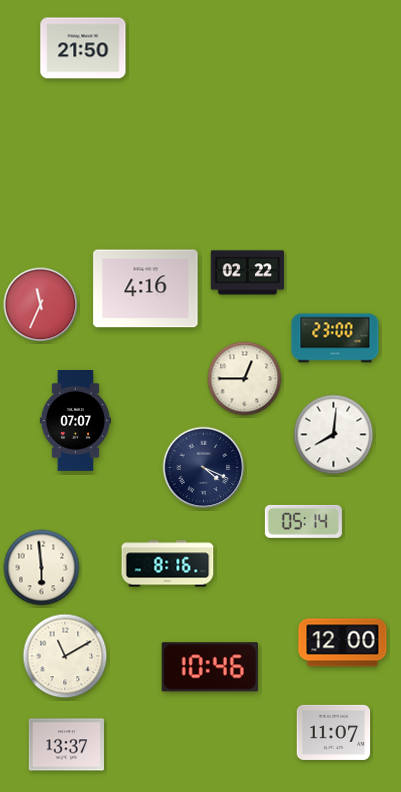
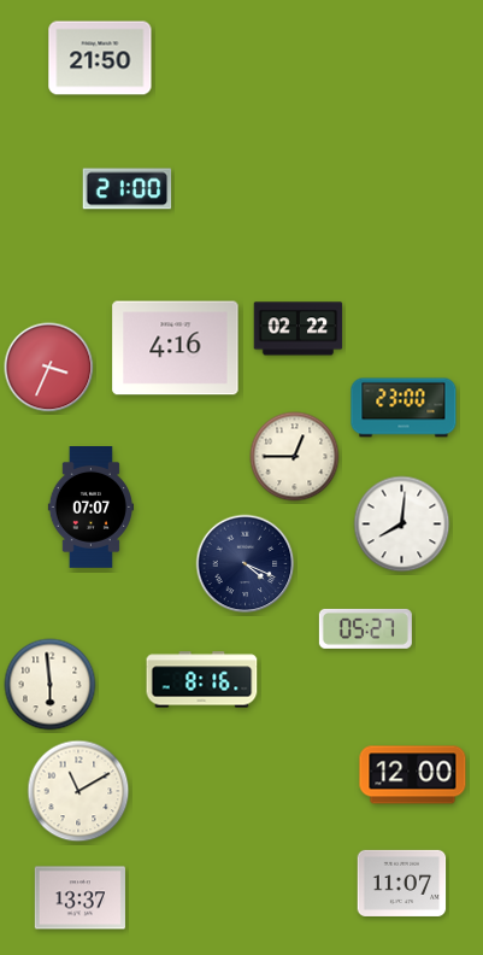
clock at (128, 189): none -> 21:00
clock at (41, 305): 11:34 -> 3:34
clock at (303, 521): 05:14 -> 05:27
clock at (210, 667): 10:46 -> none
